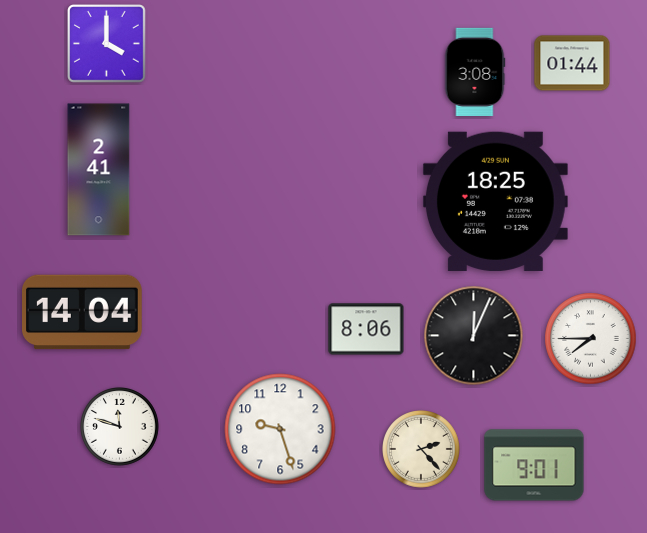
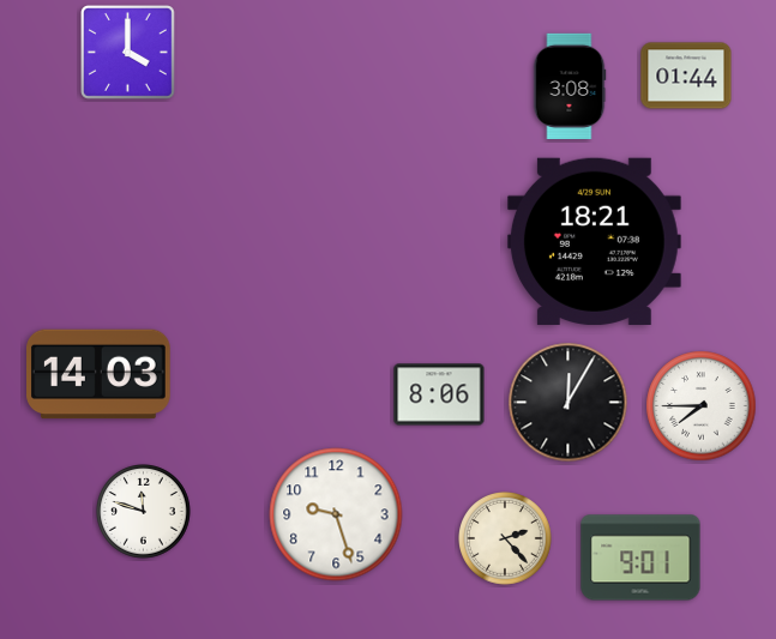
clock at (99, 170): 2:41 -> none
clock at (495, 201): 18:25 -> 18:21
clock at (83, 312): 14:04 -> 14:03
clock at (474, 336): 12:04 -> 12:05
clock at (591, 339) position: (591, 339) -> (702, 406)
